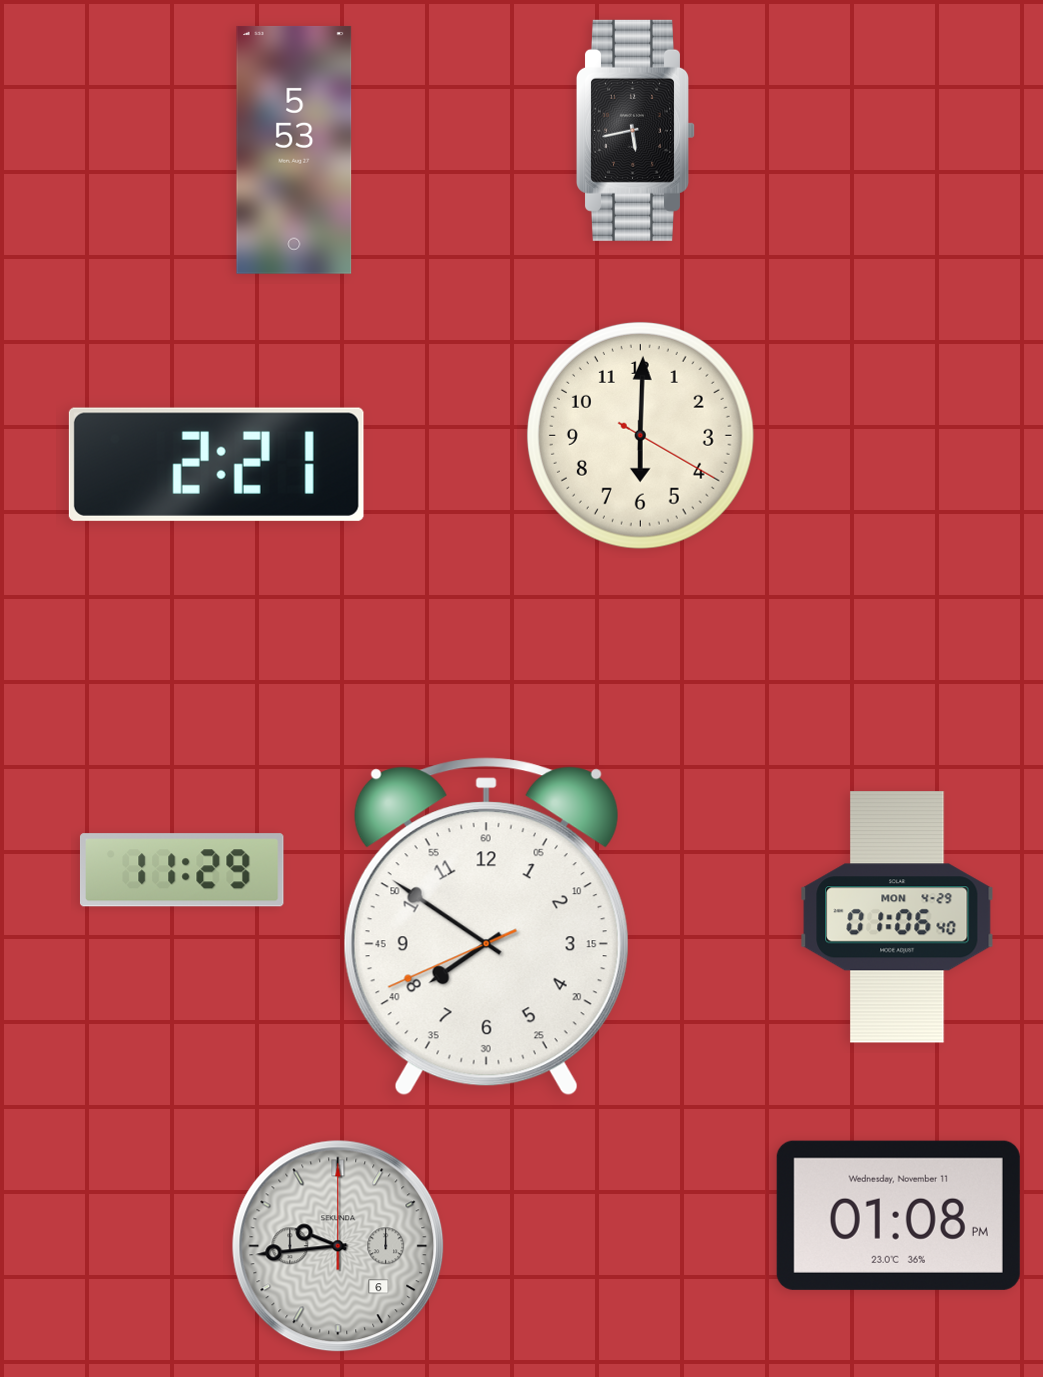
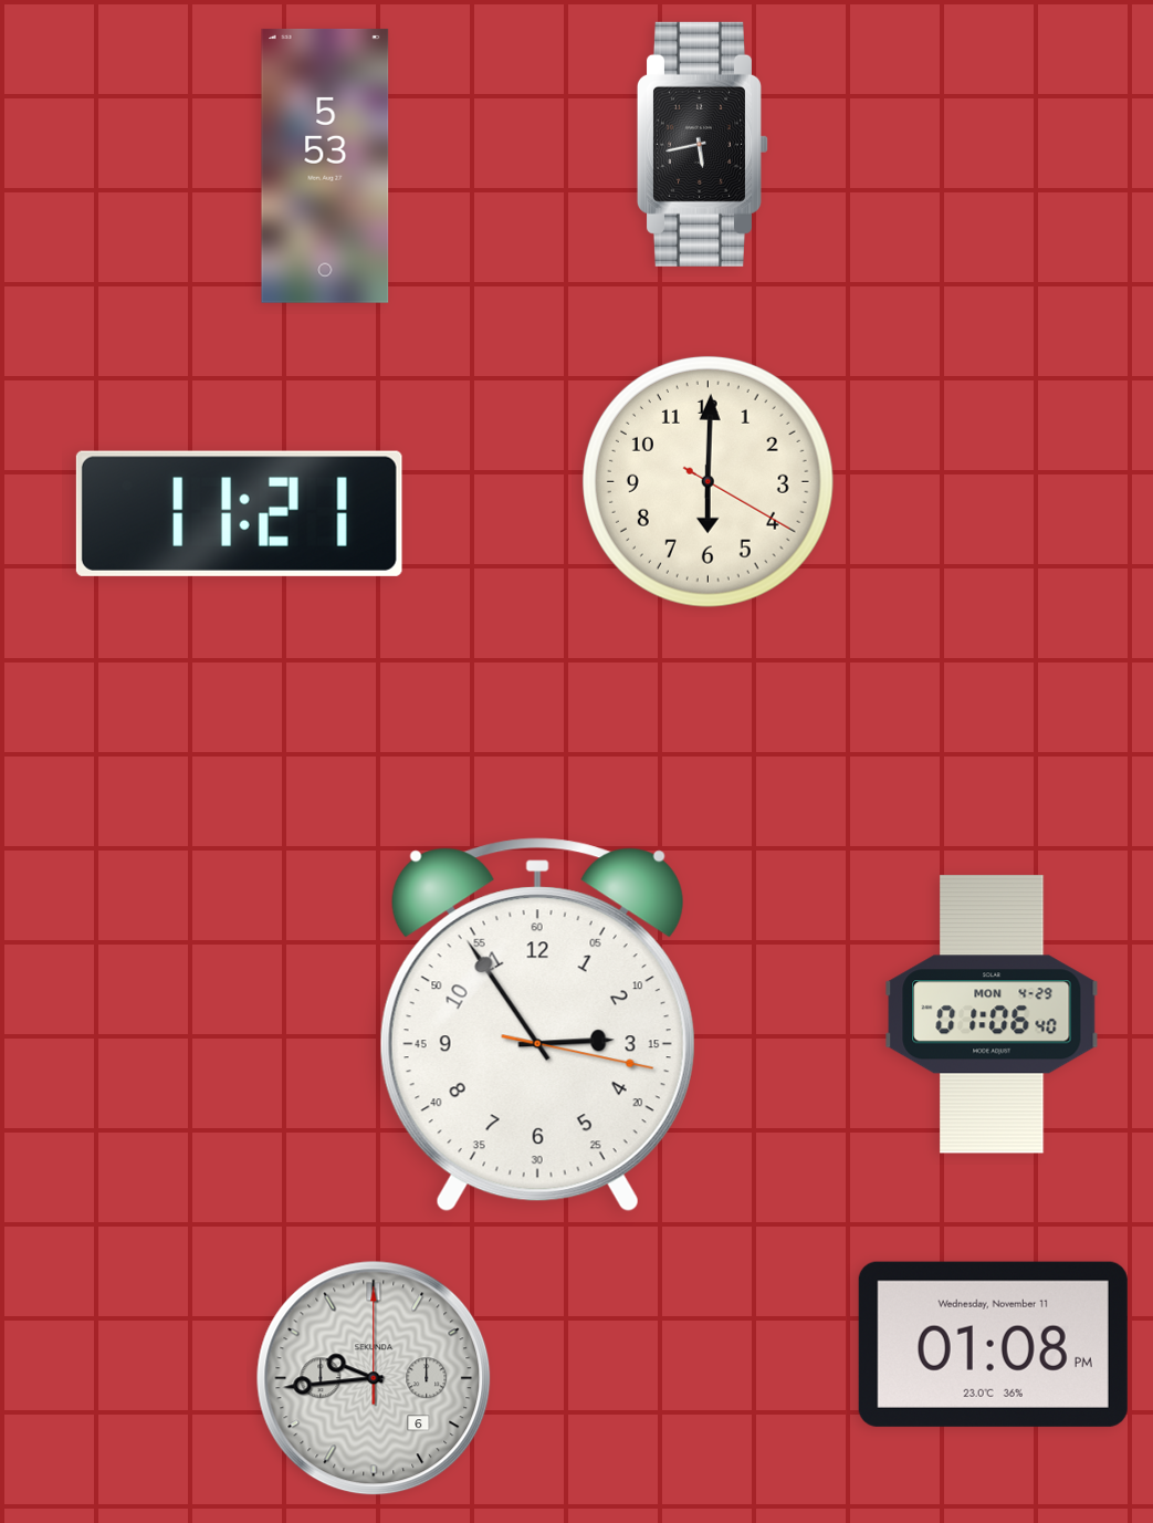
clock at (216, 464): 2:21 -> 11:21
clock at (182, 870): 11:29 -> none
clock at (486, 927): 7:50 -> 2:54
